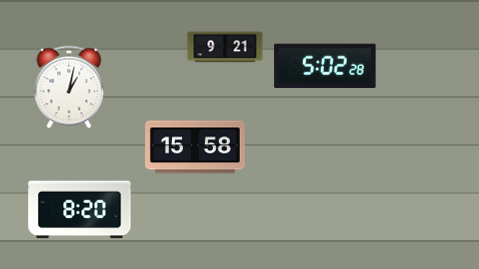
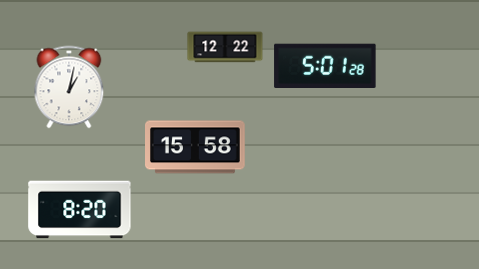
clock at (225, 47): 9:21 -> 12:22
clock at (325, 65): 5:02 -> 5:01
